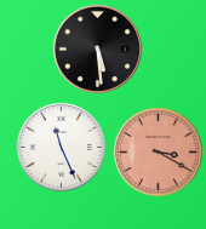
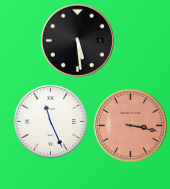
clock at (97, 48) position: (97, 48) -> (77, 40)
clock at (158, 151): 3:20 -> 3:17
